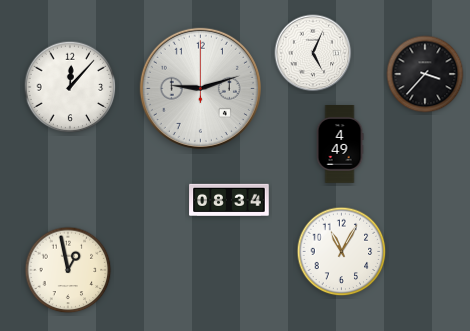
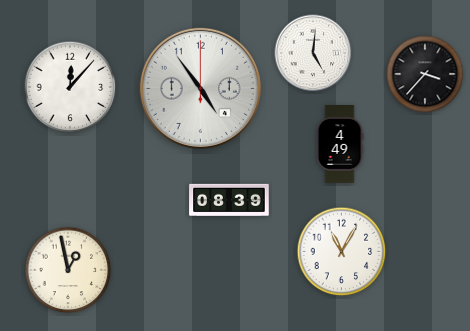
clock at (313, 53): 5:04 -> 5:01
clock at (200, 88): 9:12 -> 4:54
clock at (229, 199): 08:34 -> 08:39
